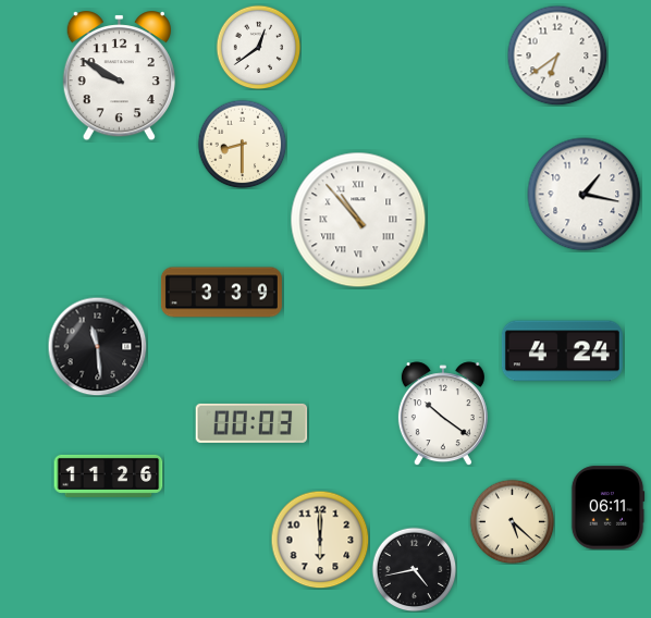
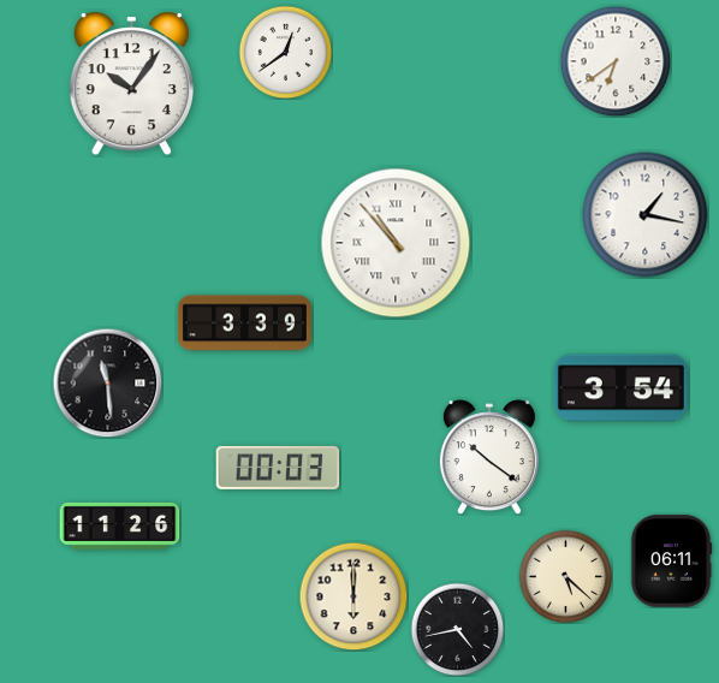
clock at (119, 76): 9:50 -> 10:06
clock at (242, 144): 8:30 -> none
clock at (562, 351): 4:24 -> 3:54
